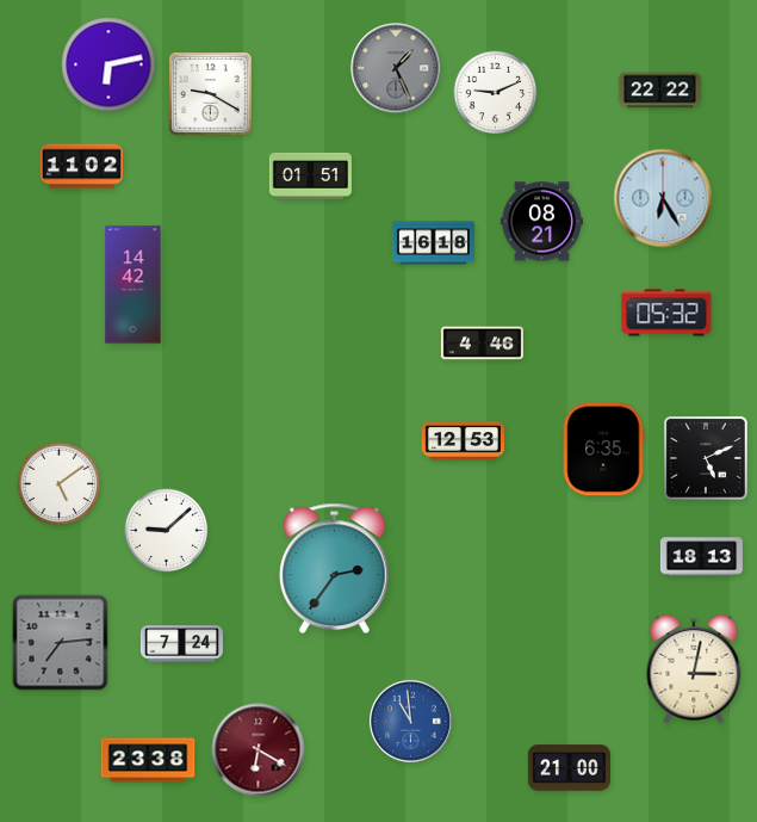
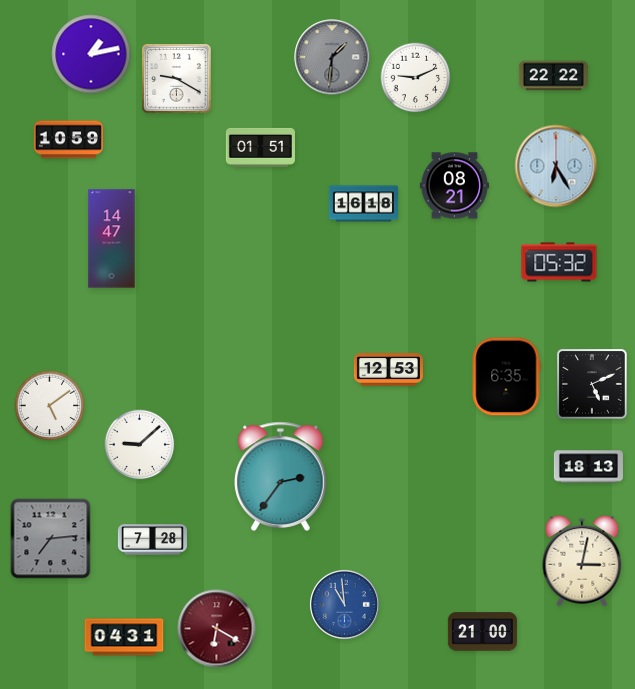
clock at (108, 64): 6:13 -> 1:13
clock at (396, 68): 1:26 -> 1:31
clock at (81, 167): 11:02 -> 10:59
clock at (134, 285): 14:42 -> 14:47
clock at (482, 344): 4:46 -> none
clock at (181, 644): 7:24 -> 7:28
clock at (148, 760): 23:38 -> 04:31
clock at (569, 768) position: (569, 768) -> (482, 632)
